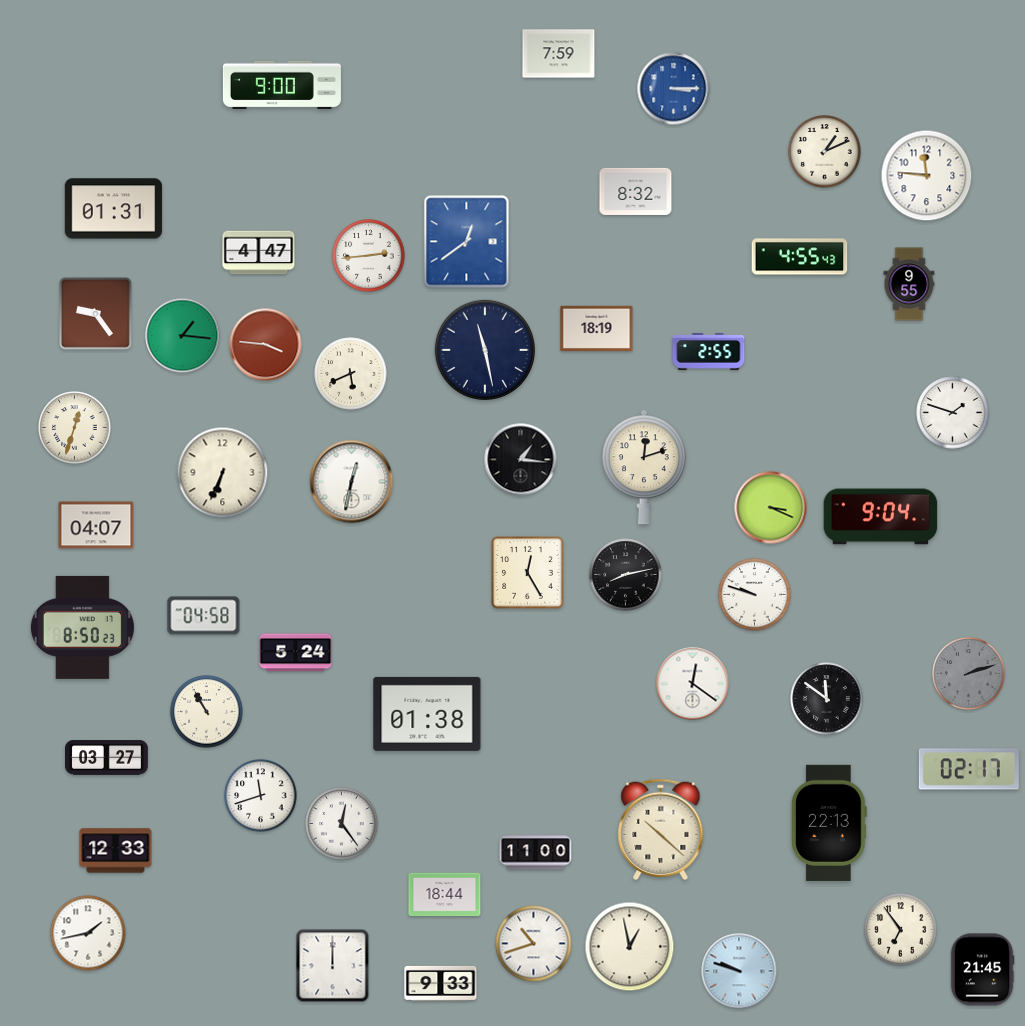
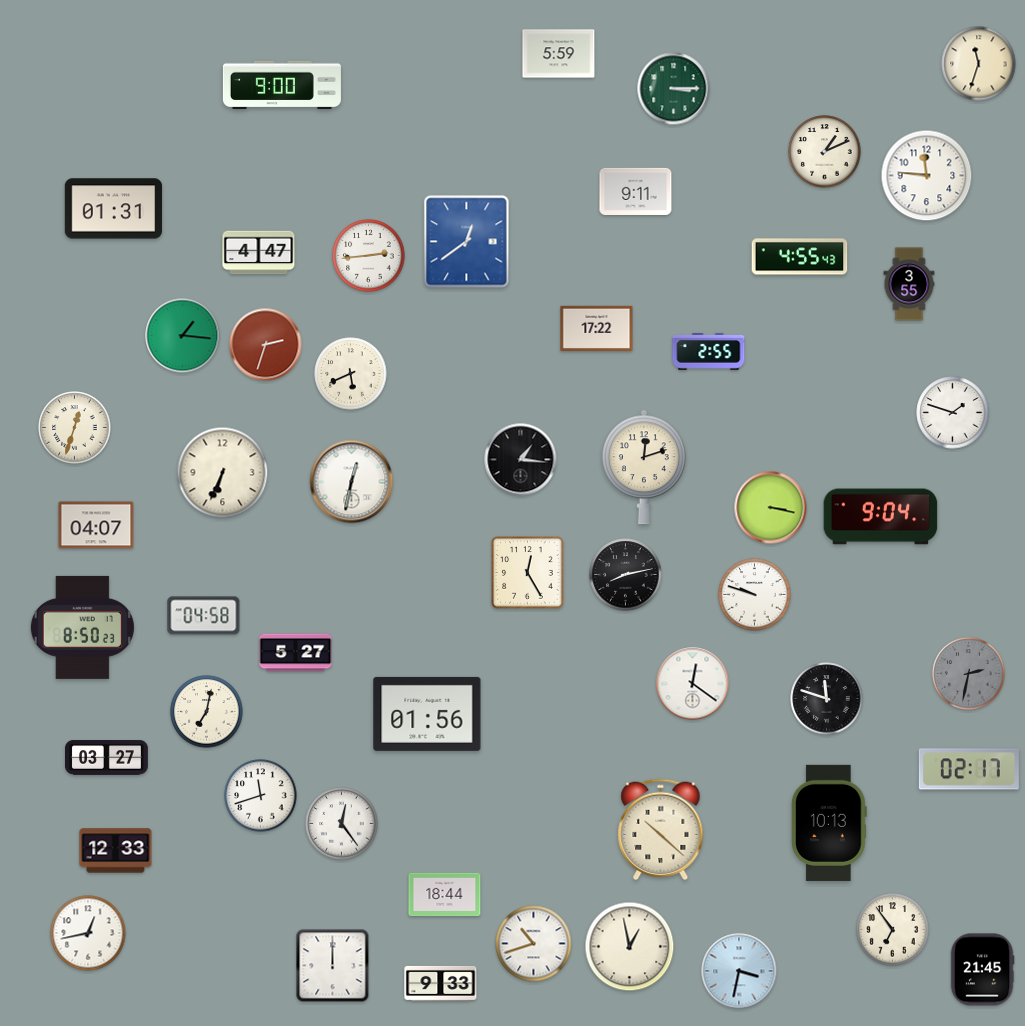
clock at (559, 54): 7:59 -> 5:59
clock at (979, 64): none -> 11:33
clock at (674, 89) dial: blue -> green
clock at (636, 191): 8:32 -> 9:11
clock at (909, 284): 9:55 -> 3:55
clock at (96, 314): 9:24 -> none
clock at (597, 328): 18:19 -> 17:22
clock at (266, 345): 3:46 -> 2:33
clock at (485, 350): 11:28 -> none
clock at (771, 508): 3:19 -> 3:17
clock at (296, 653): 5:24 -> 5:27
clock at (969, 674): 2:12 -> 2:32
clock at (827, 699): 11:51 -> 11:48
clock at (207, 712): 10:55 -> 7:02
clock at (427, 714): 01:38 -> 01:56
clock at (829, 823): 22:13 -> 10:13
clock at (536, 853): 11:00 -> none
clock at (901, 930) position: (901, 930) -> (893, 930)
clock at (88, 933): 1:43 -> 12:43
clock at (739, 971): 9:48 -> 3:32
